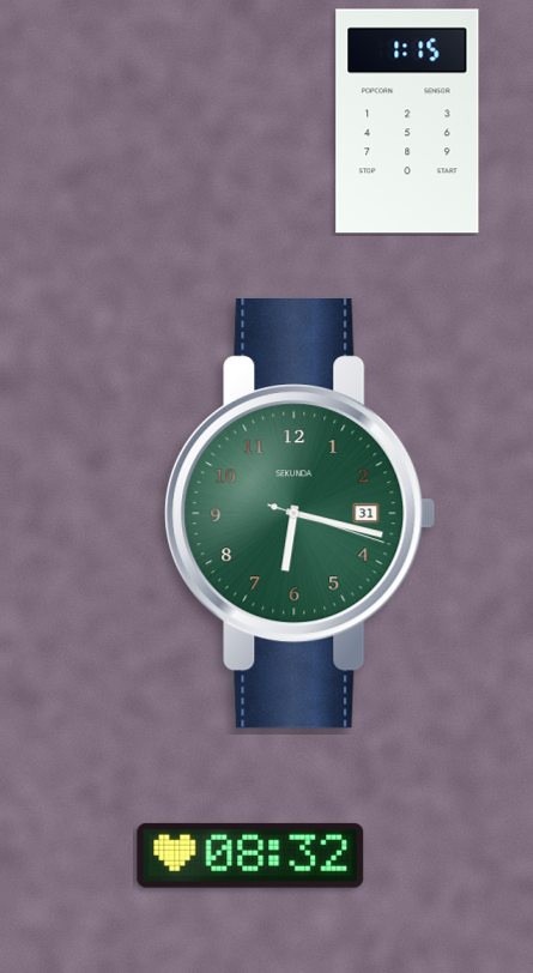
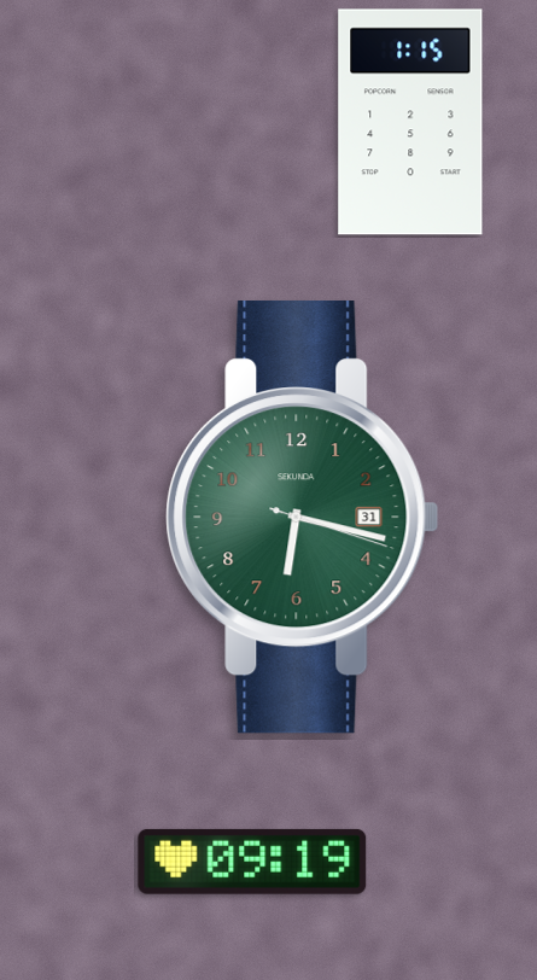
clock at (250, 856): 08:32 -> 09:19
